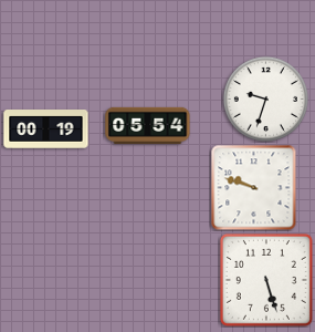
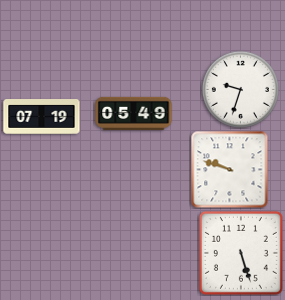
clock at (148, 125): 05:54 -> 05:49
clock at (46, 129): 00:19 -> 07:19
